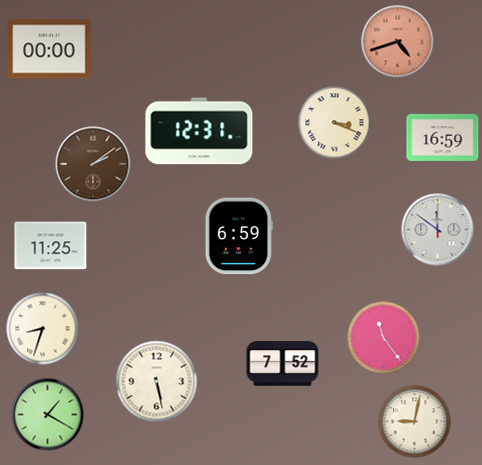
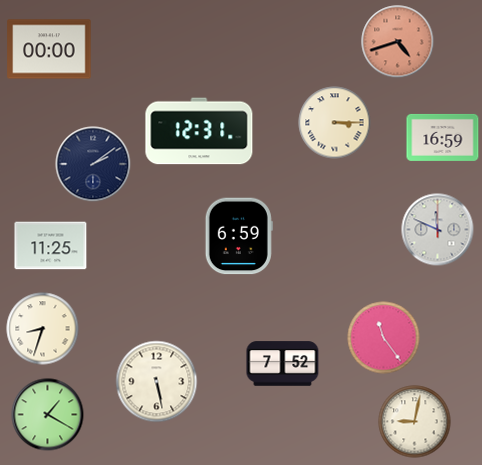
clock at (335, 123): 3:19 -> 3:15
clock at (93, 164) dial: brown -> navy
clock at (438, 230): 11:51 -> 11:49
